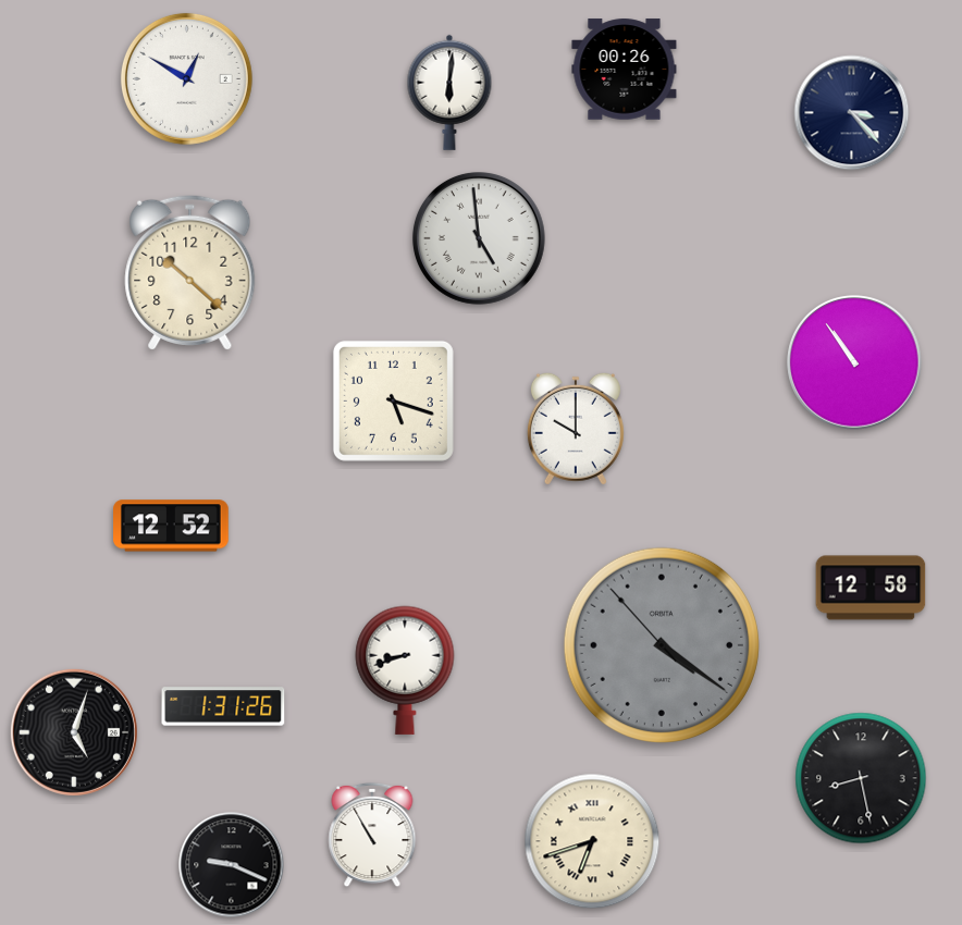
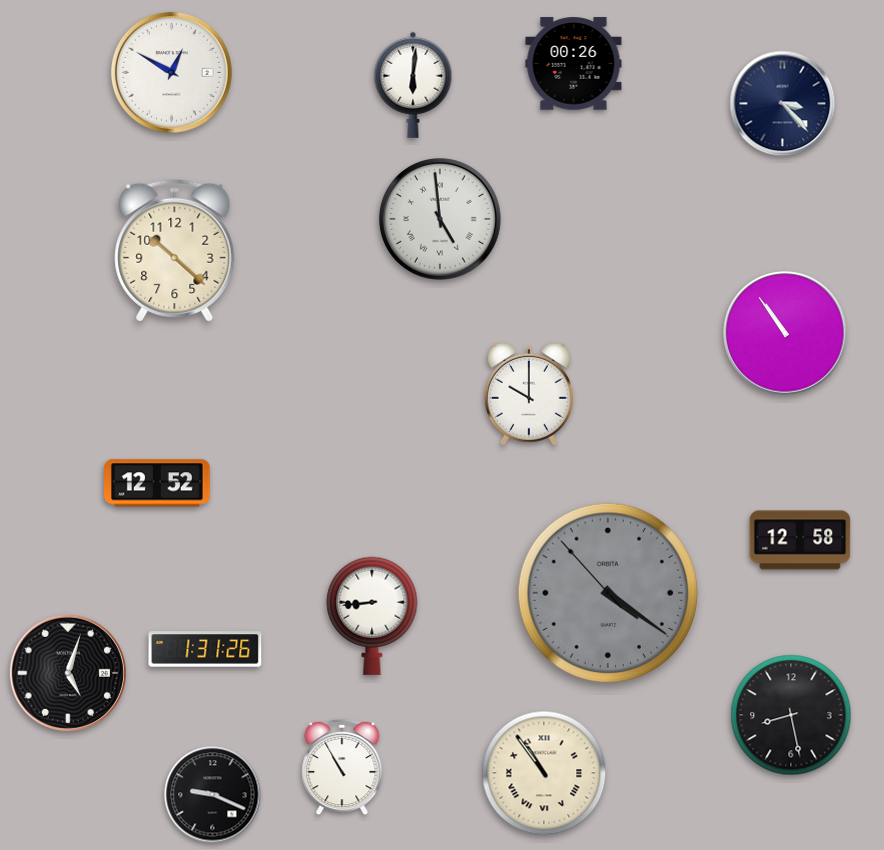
clock at (393, 400): 5:18 -> none
clock at (405, 670): 8:42 -> 8:44
clock at (592, 841): 6:42 -> 10:54
